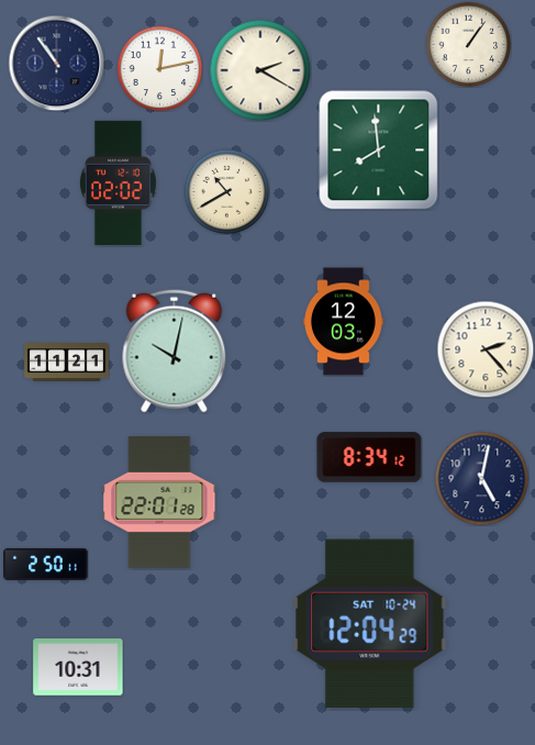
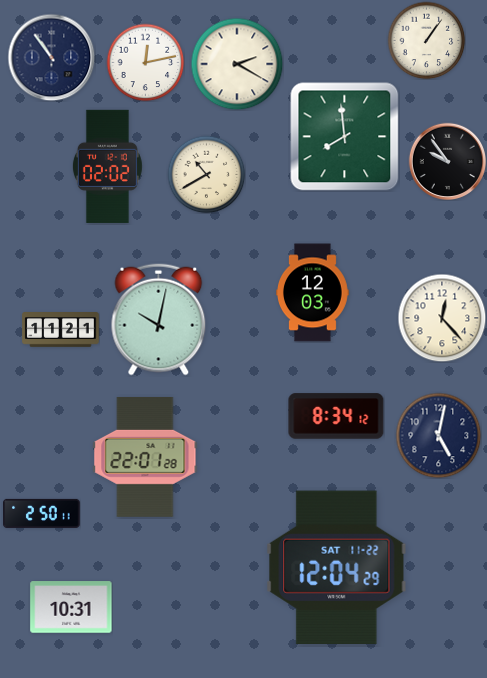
clock at (447, 161): none -> 9:54
clock at (486, 349): 2:23 -> 12:23
clock at (370, 623) date: SAT 10-24 -> SAT 11-22
